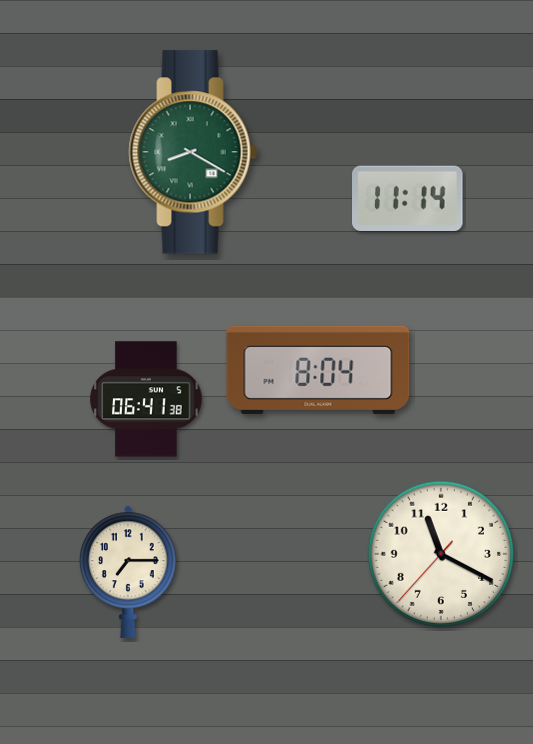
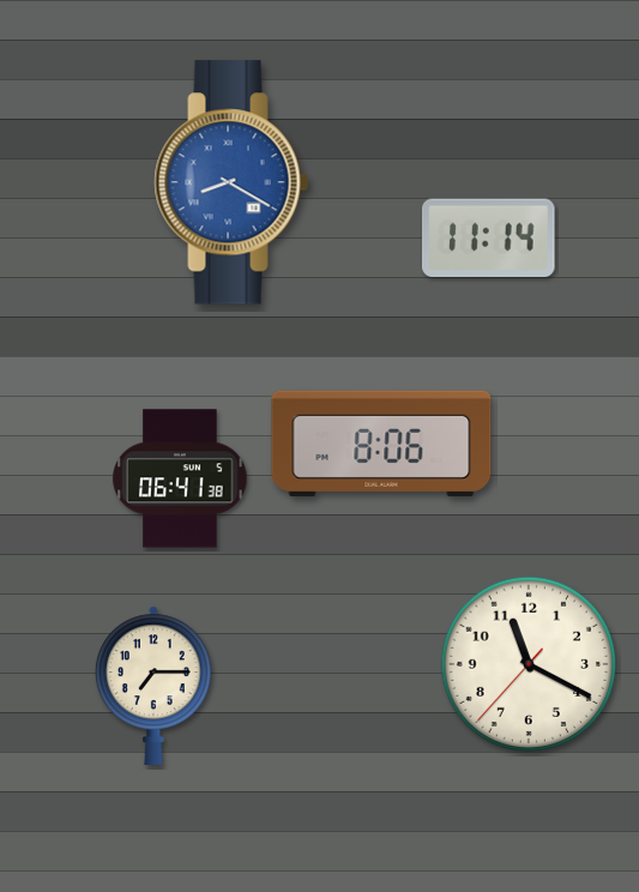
clock at (193, 152) dial: green -> blue
clock at (318, 370): 8:04 -> 8:06
clock at (146, 399) position: (146, 399) -> (180, 478)
